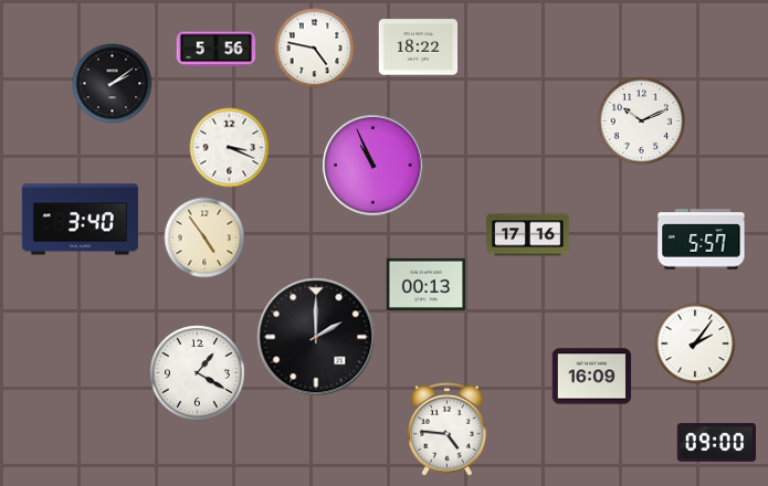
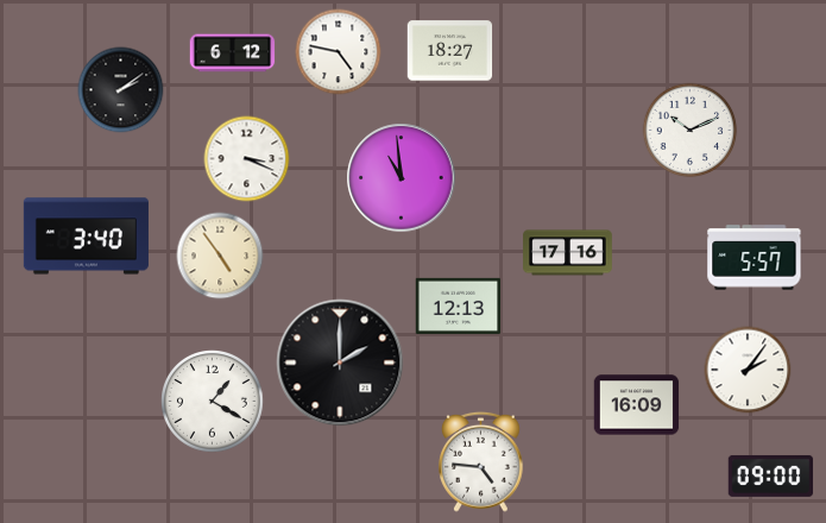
clock at (419, 47): 18:22 -> 18:27
clock at (217, 50): 5:56 -> 6:12
clock at (374, 166): 10:56 -> 10:59
clock at (427, 284): 00:13 -> 12:13
